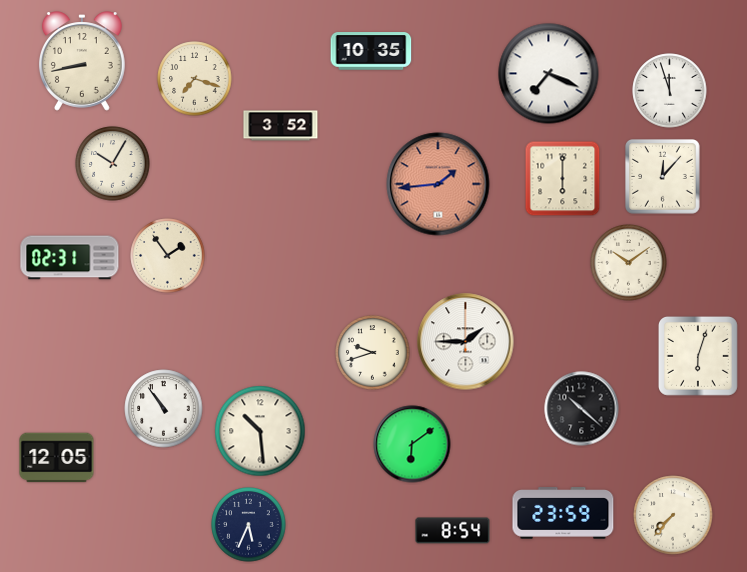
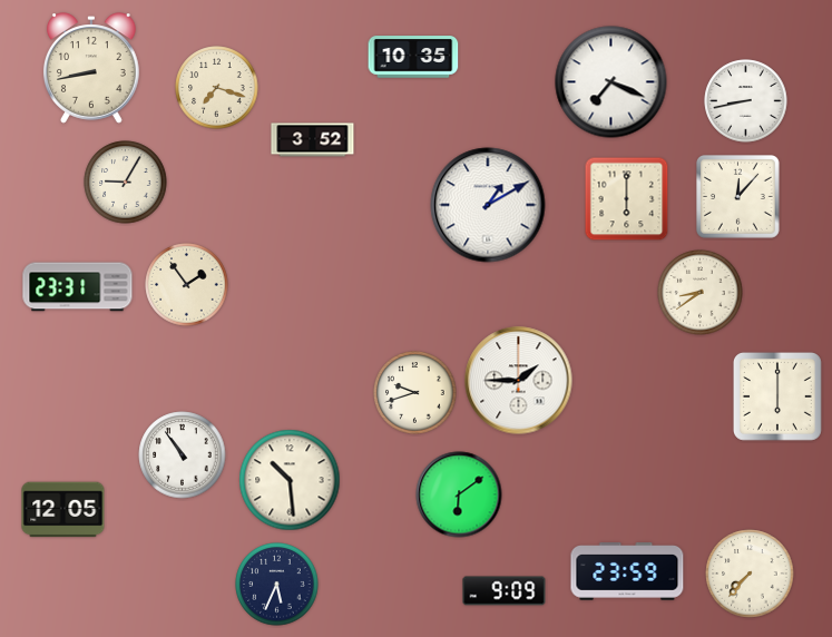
clock at (670, 91): 11:57 -> 8:43
clock at (113, 164): 10:05 -> 9:05
clock at (438, 184): 1:44 -> 1:10
clock at (438, 184) dial: salmon -> white
clock at (70, 258): 02:31 -> 23:31
clock at (629, 263): 10:09 -> 8:39
clock at (698, 356): 6:03 -> 6:00
clock at (582, 409): 10:22 -> none
clock at (453, 531): 8:54 -> 9:09
